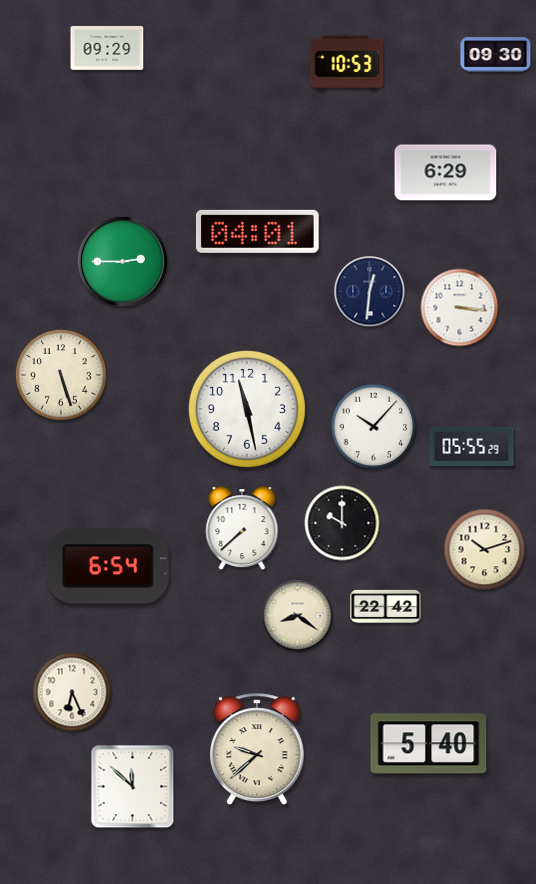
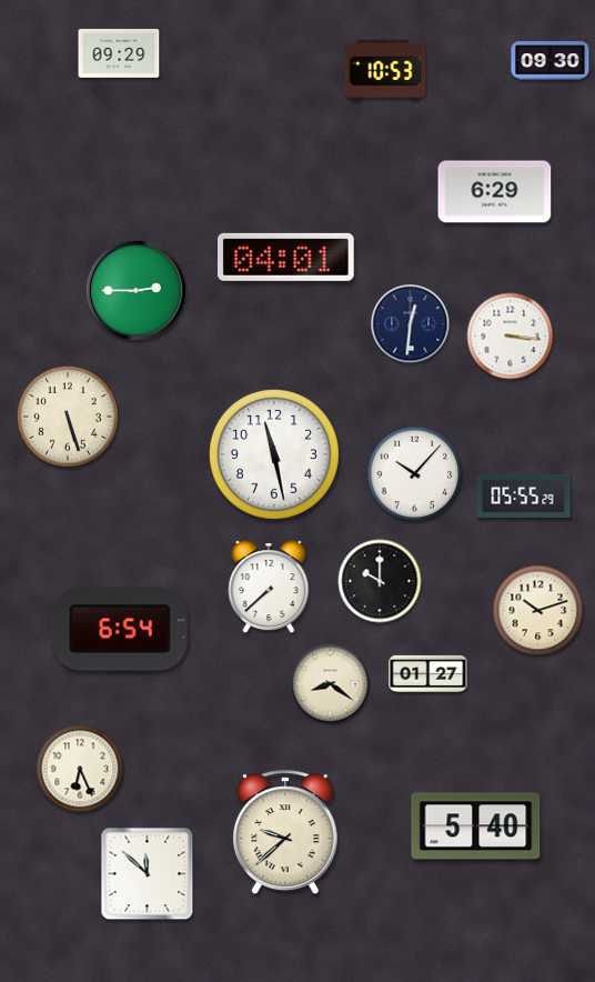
clock at (460, 308) position: (460, 308) -> (511, 337)
clock at (386, 606): 22:42 -> 01:27
